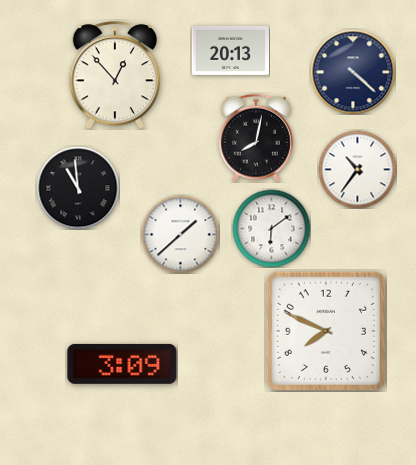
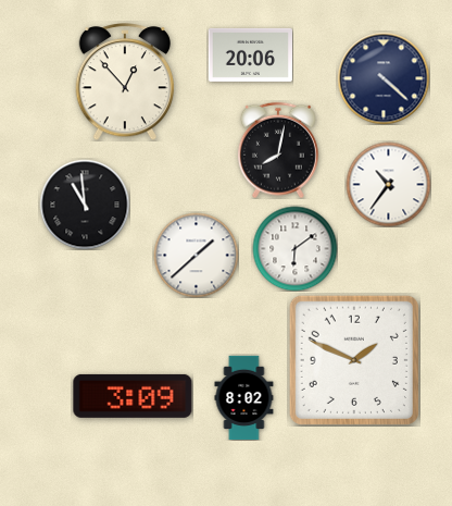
clock at (230, 50): 20:13 -> 20:06
clock at (326, 331): 7:49 -> 1:49
clock at (244, 397): none -> 8:02
